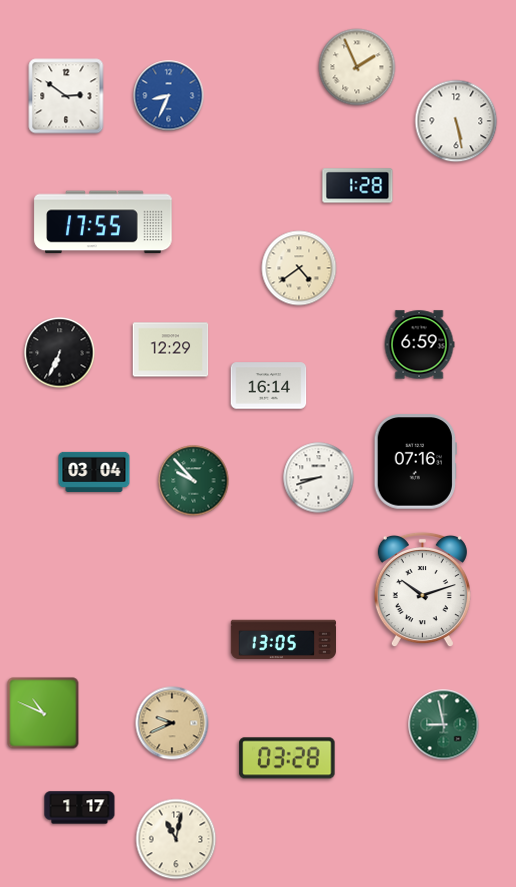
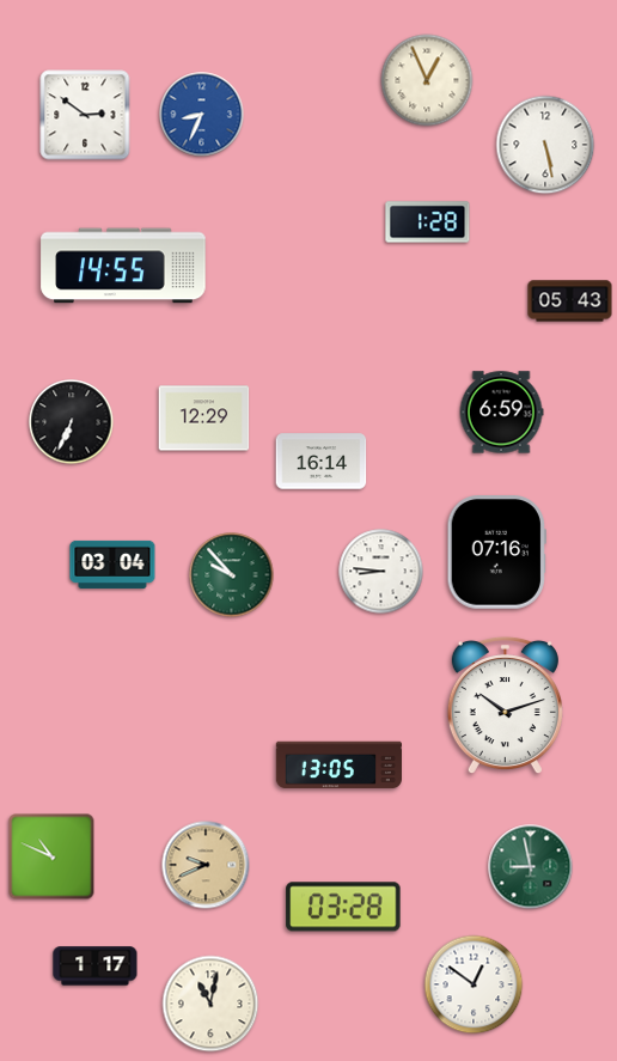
clock at (357, 67): 1:56 -> 12:56
clock at (66, 96) position: (66, 96) -> (85, 115)
clock at (103, 222): 17:55 -> 14:55
clock at (570, 301): none -> 05:43
clock at (299, 268): 4:39 -> none
clock at (319, 478): 8:42 -> 8:46
clock at (43, 713) position: (43, 713) -> (51, 856)
clock at (474, 984): none -> 12:51
